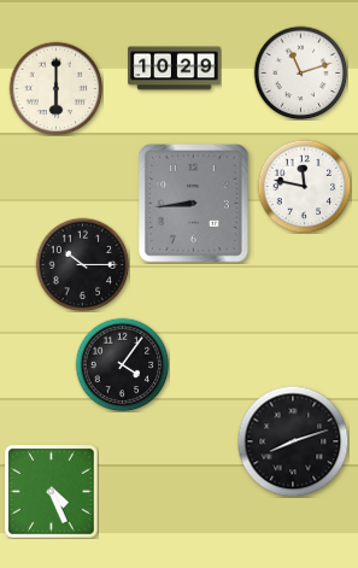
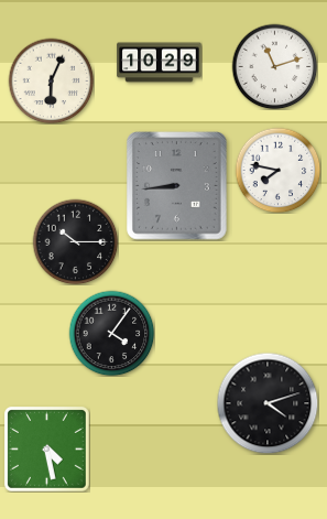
clock at (55, 88): 6:00 -> 6:04
clock at (304, 186): 11:47 -> 7:47
clock at (293, 441): 8:12 -> 4:12
clock at (52, 492): 4:26 -> 4:28
